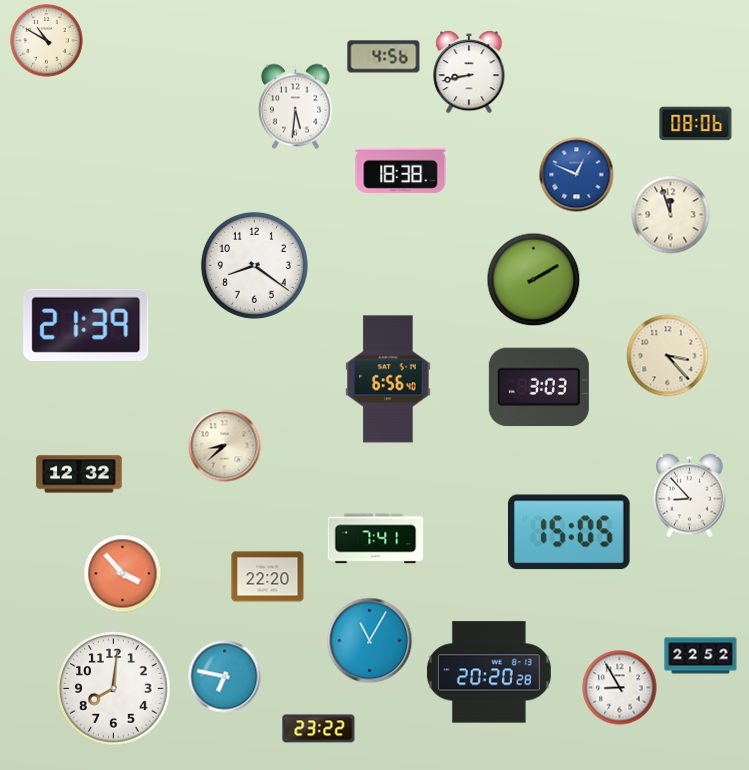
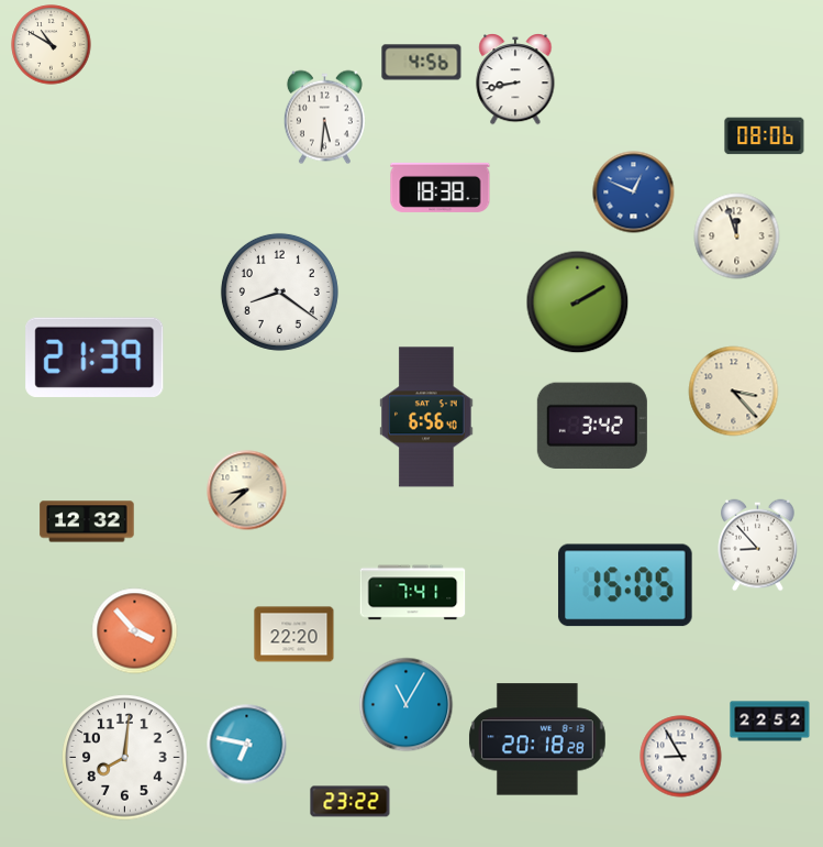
clock at (534, 280) position: (534, 280) -> (578, 302)
clock at (539, 387): 3:03 -> 3:42
clock at (489, 672): 20:20 -> 20:18
